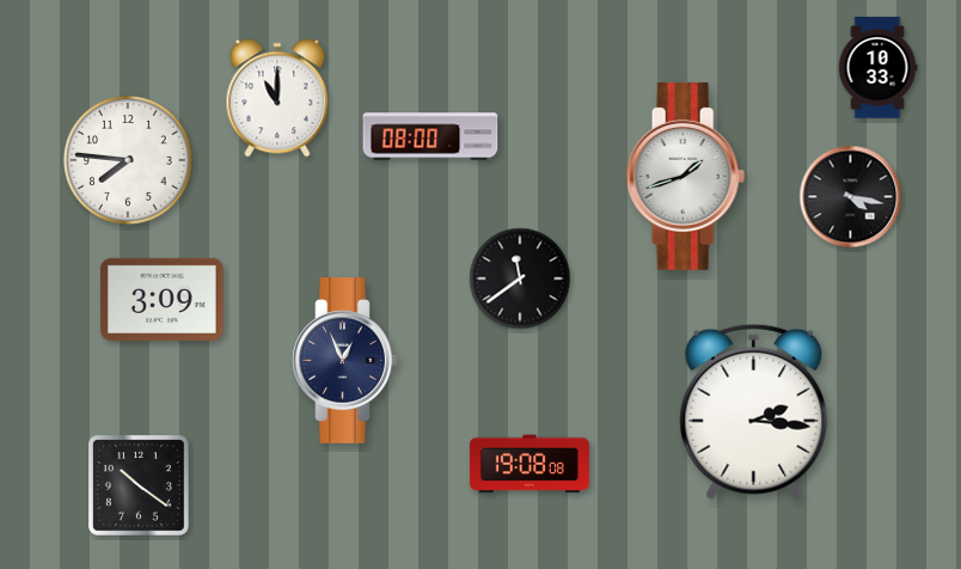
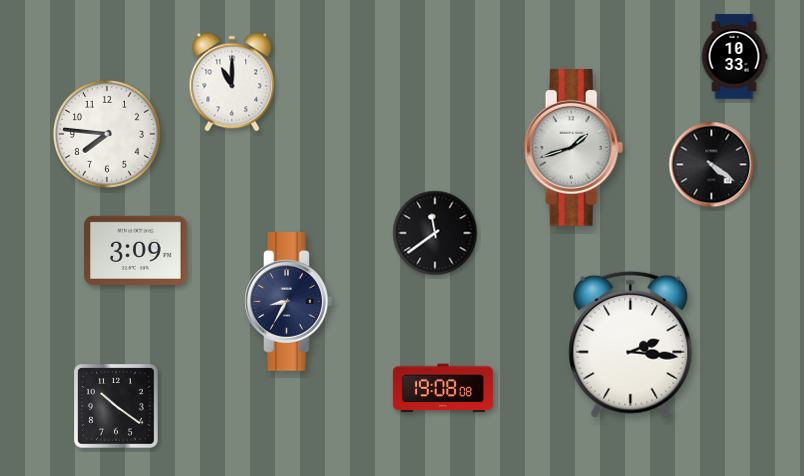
clock at (430, 136): 08:00 -> none
clock at (851, 197): 4:17 -> 4:21
clock at (345, 361): 12:56 -> 8:35
